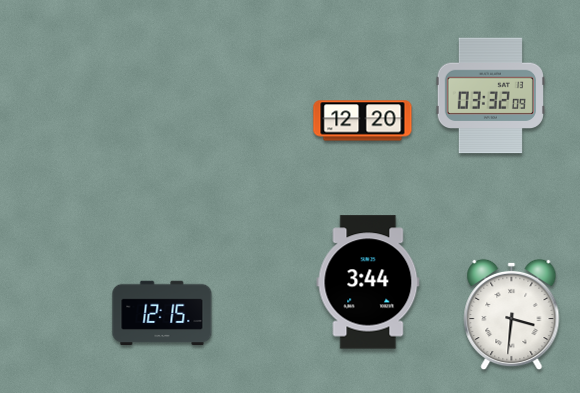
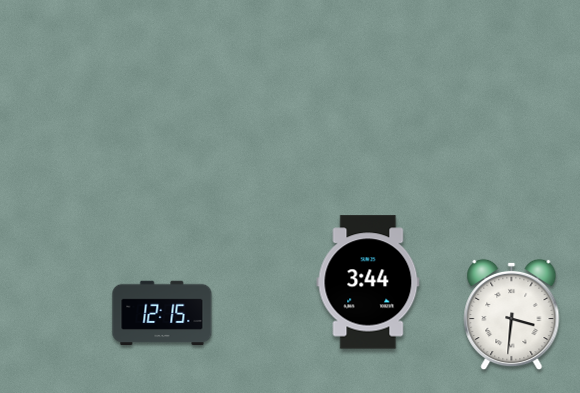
clock at (490, 96): 03:32 -> none
clock at (363, 121): 12:20 -> none
